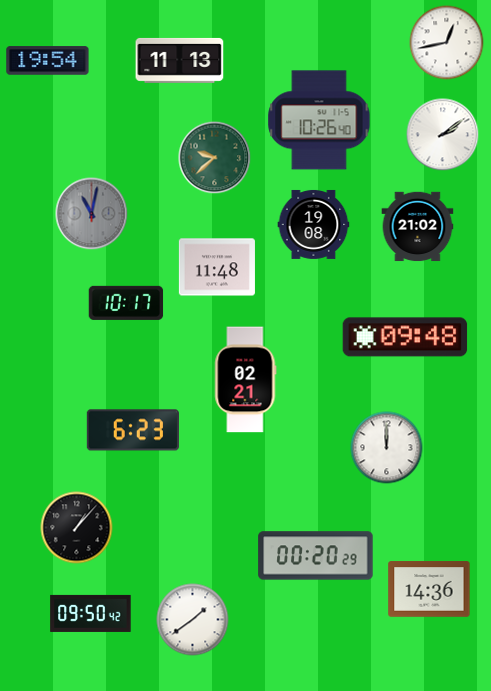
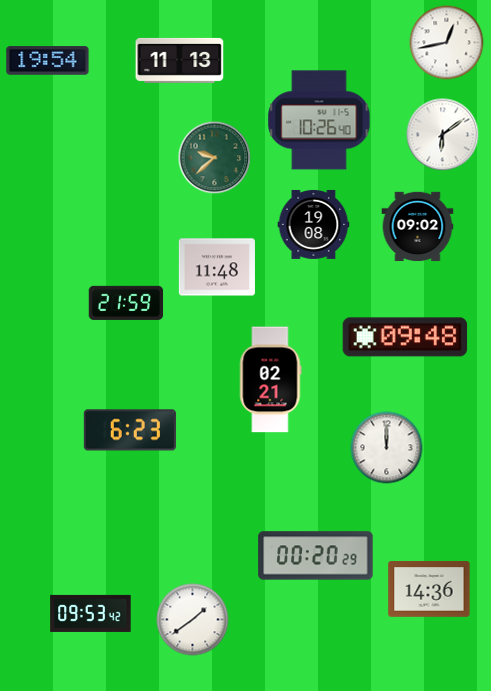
clock at (443, 135): 2:09 -> 6:09
clock at (92, 214): 11:02 -> none
clock at (418, 227): 21:02 -> 09:02
clock at (126, 303): 10:17 -> 21:59
clock at (246, 380) position: (246, 380) -> (271, 380)
clock at (133, 430) position: (133, 430) -> (130, 430)
clock at (77, 528): 1:07 -> none
clock at (91, 613): 09:50 -> 09:53
